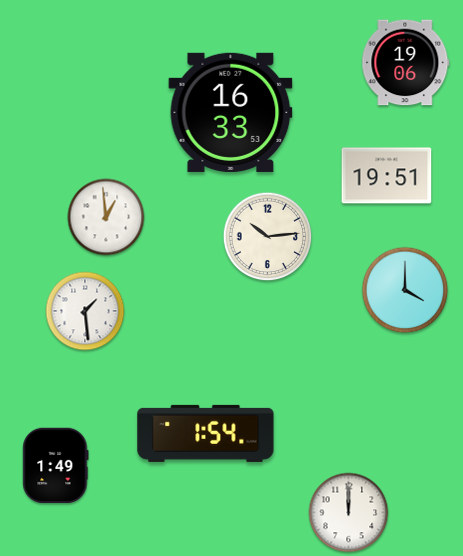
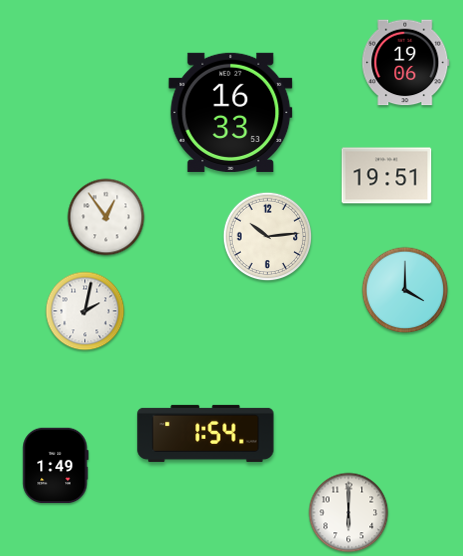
clock at (106, 217): 12:59 -> 12:54
clock at (85, 311): 1:29 -> 2:02
clock at (349, 513): 12:00 -> 6:00
